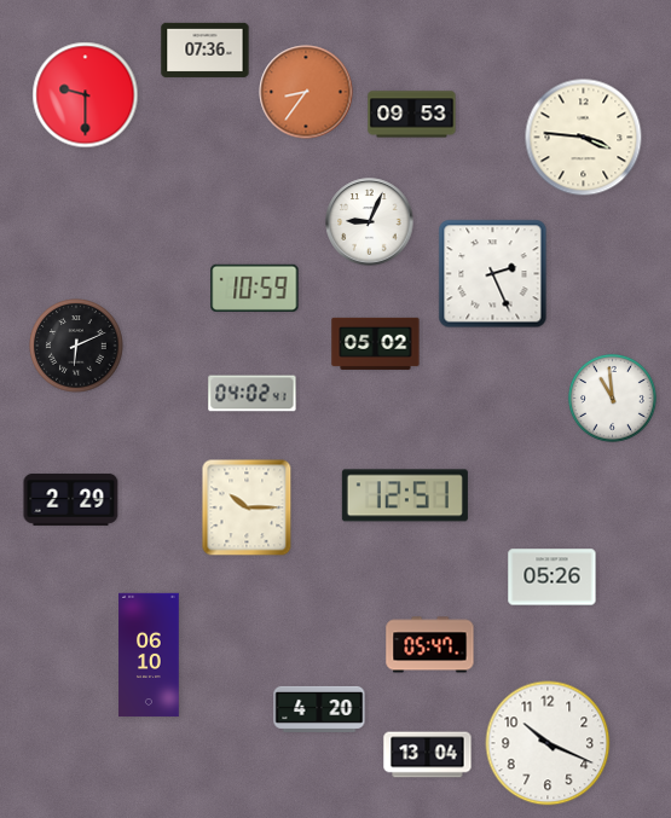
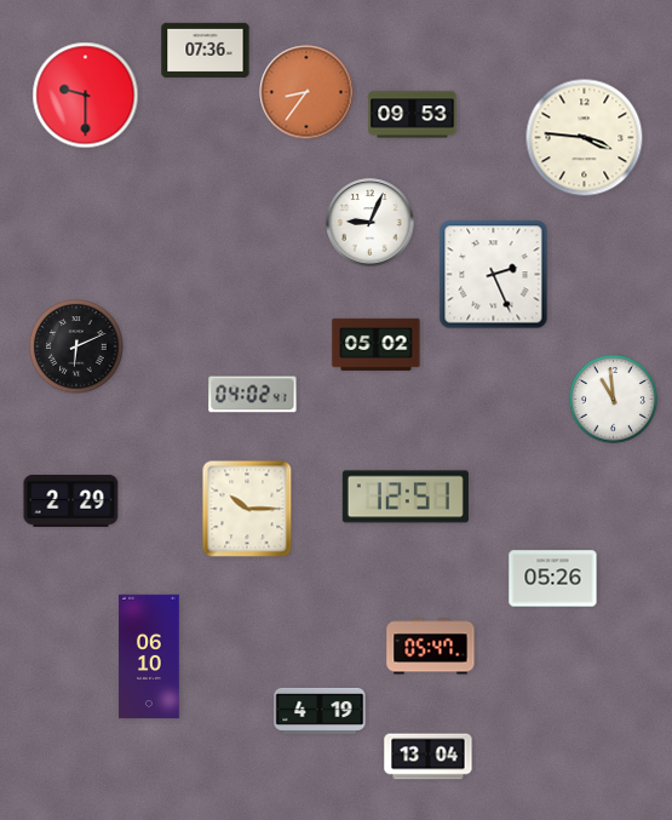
clock at (255, 288): 10:59 -> none
clock at (319, 709): 4:20 -> 4:19
clock at (548, 743): 10:19 -> none
